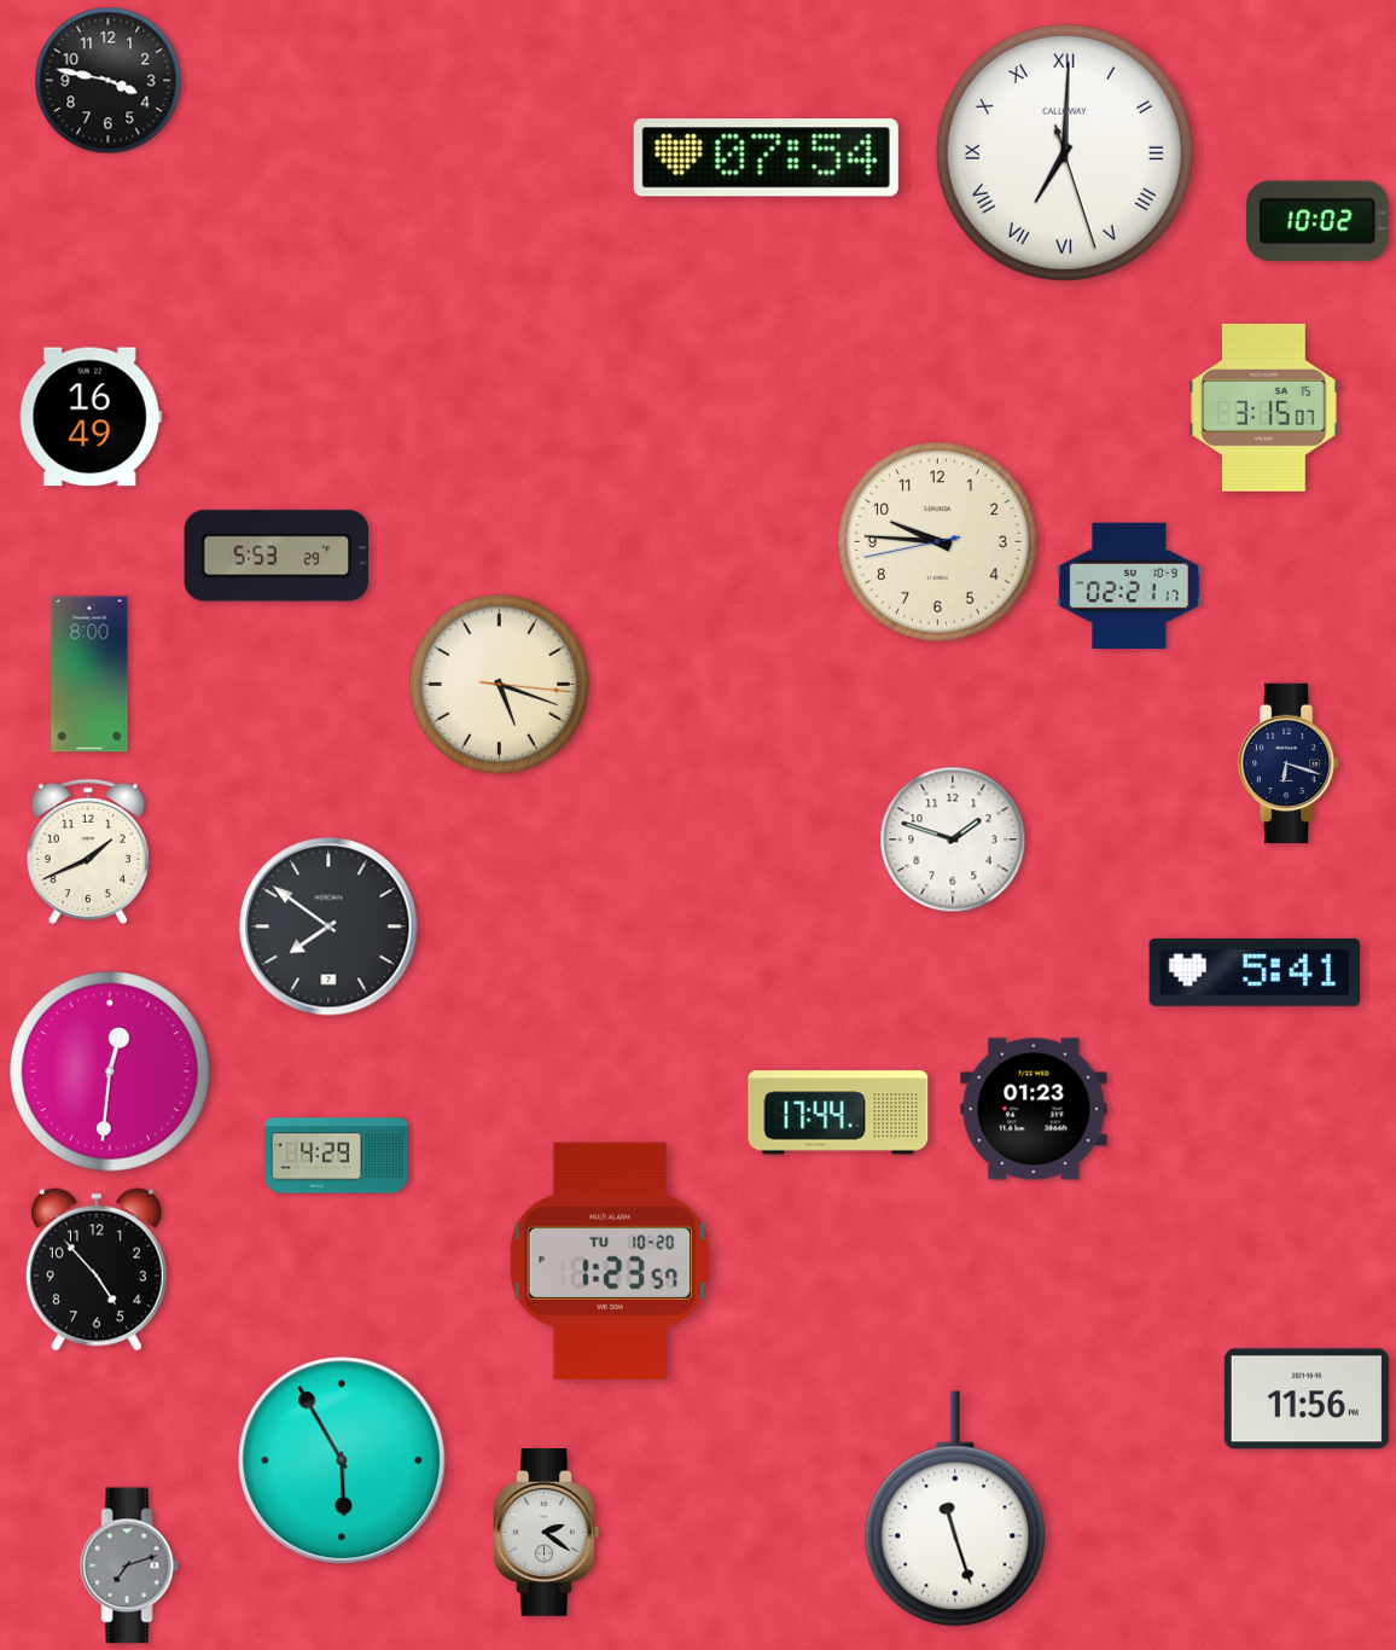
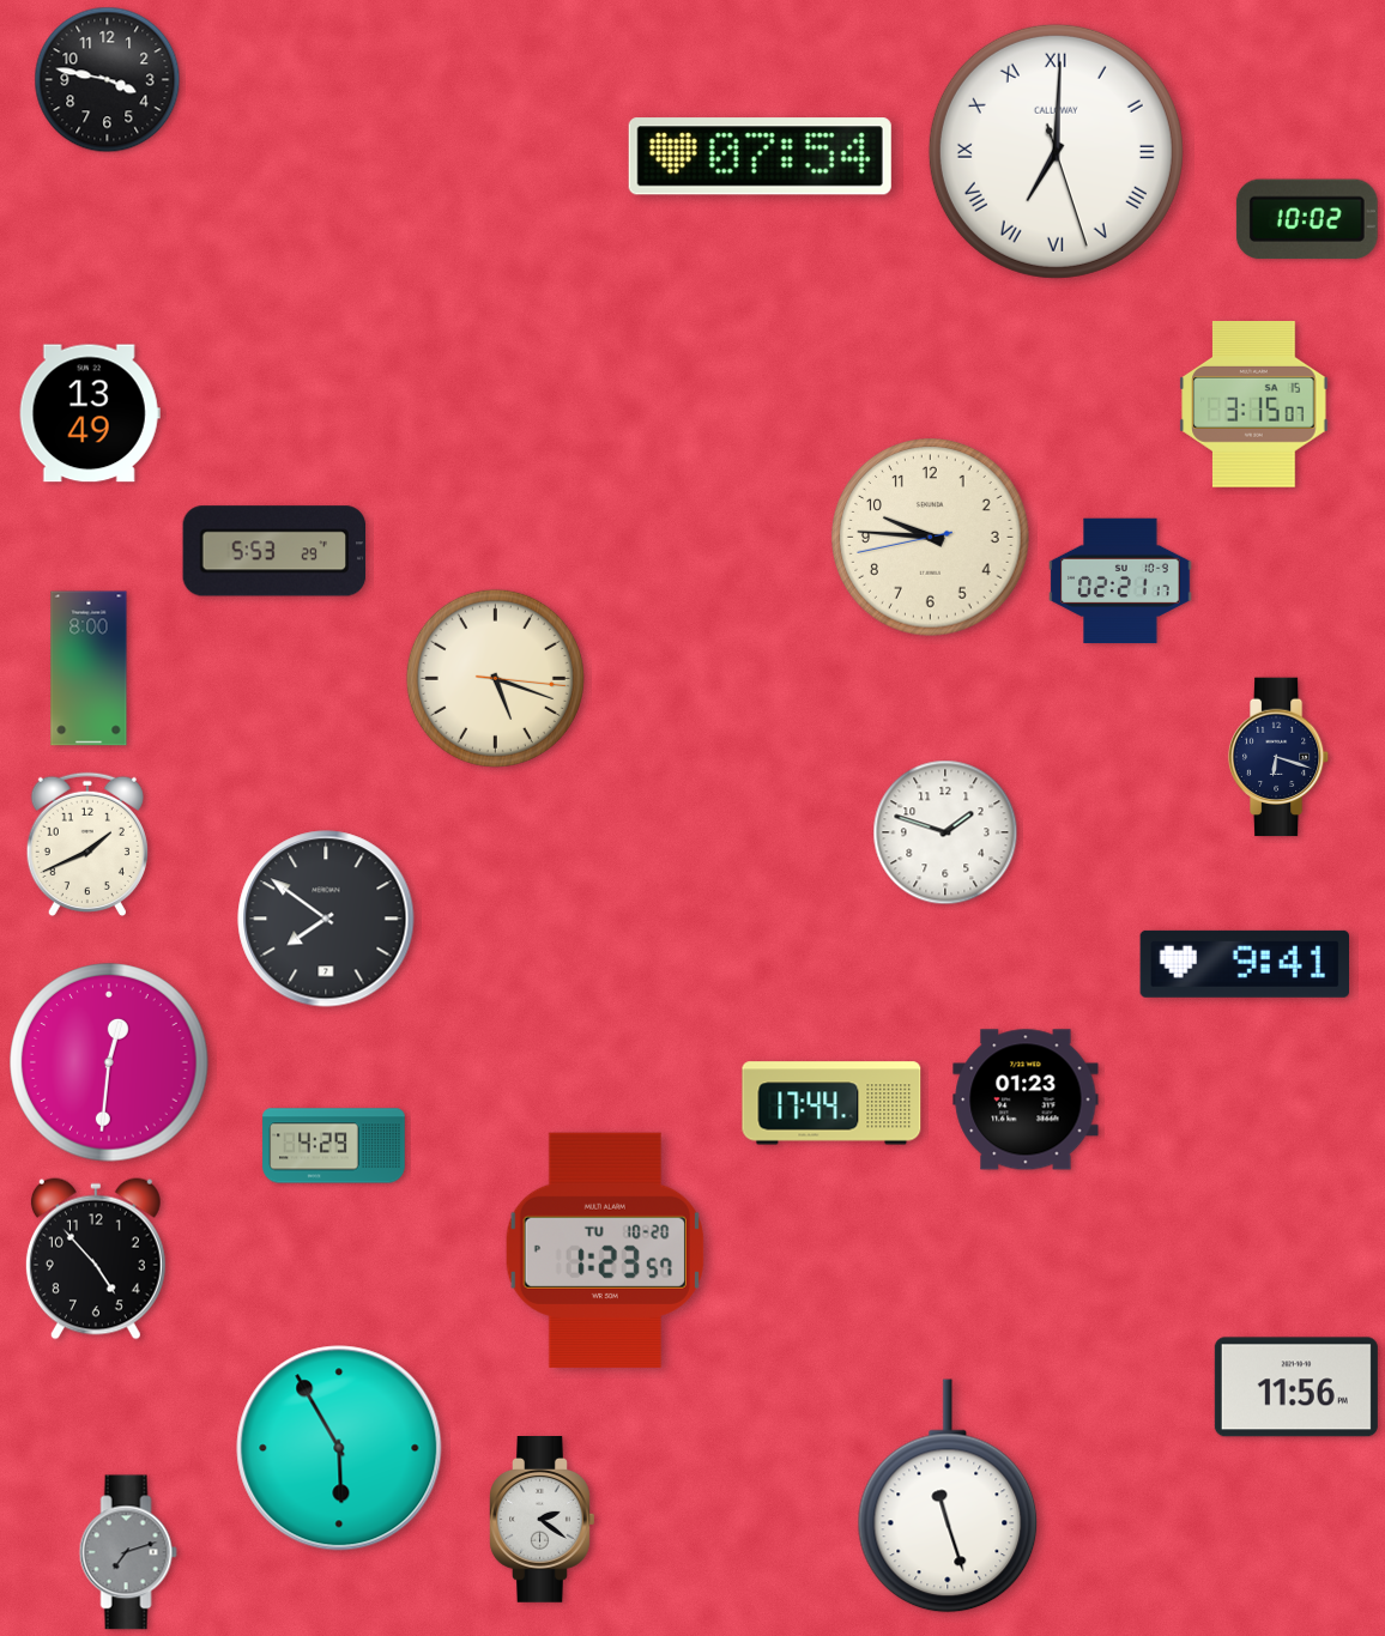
clock at (91, 417): 16:49 -> 13:49
clock at (1254, 972): 5:41 -> 9:41
